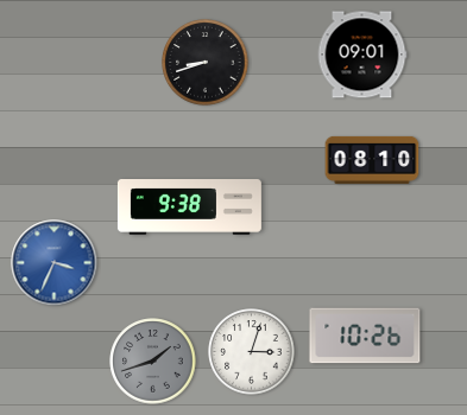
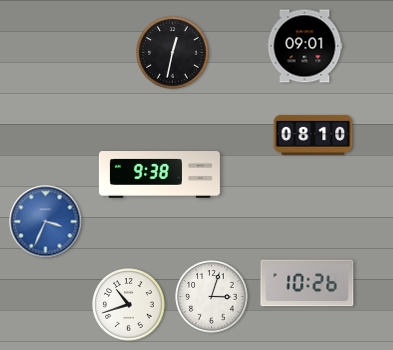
clock at (206, 63): 8:42 -> 12:32
clock at (153, 362): 1:42 -> 10:42
clock at (153, 362) dial: grey -> white
